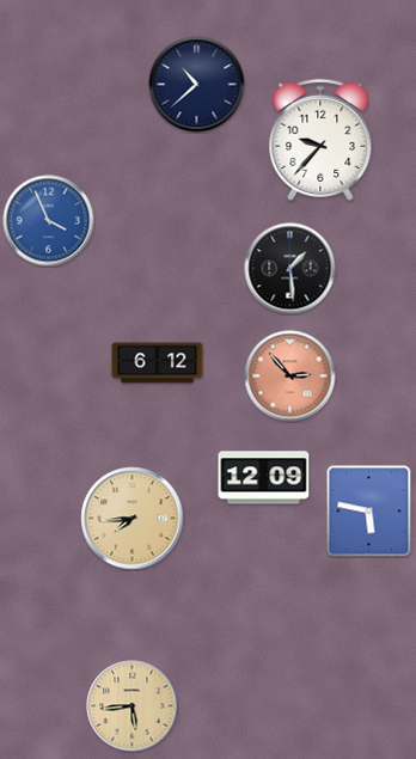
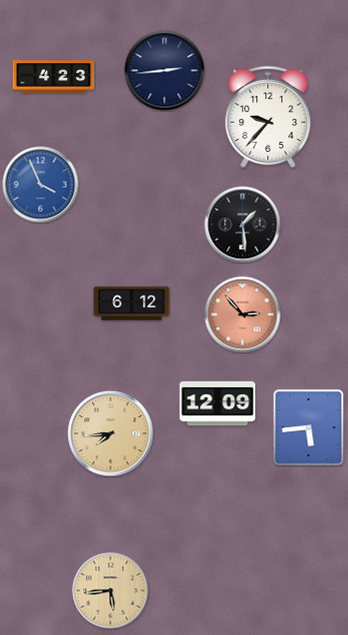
clock at (197, 85): 10:38 -> 2:44
clock at (54, 77): none -> 4:23
clock at (264, 478) position: (264, 478) -> (218, 404)
clock at (369, 512): 5:47 -> 5:44
